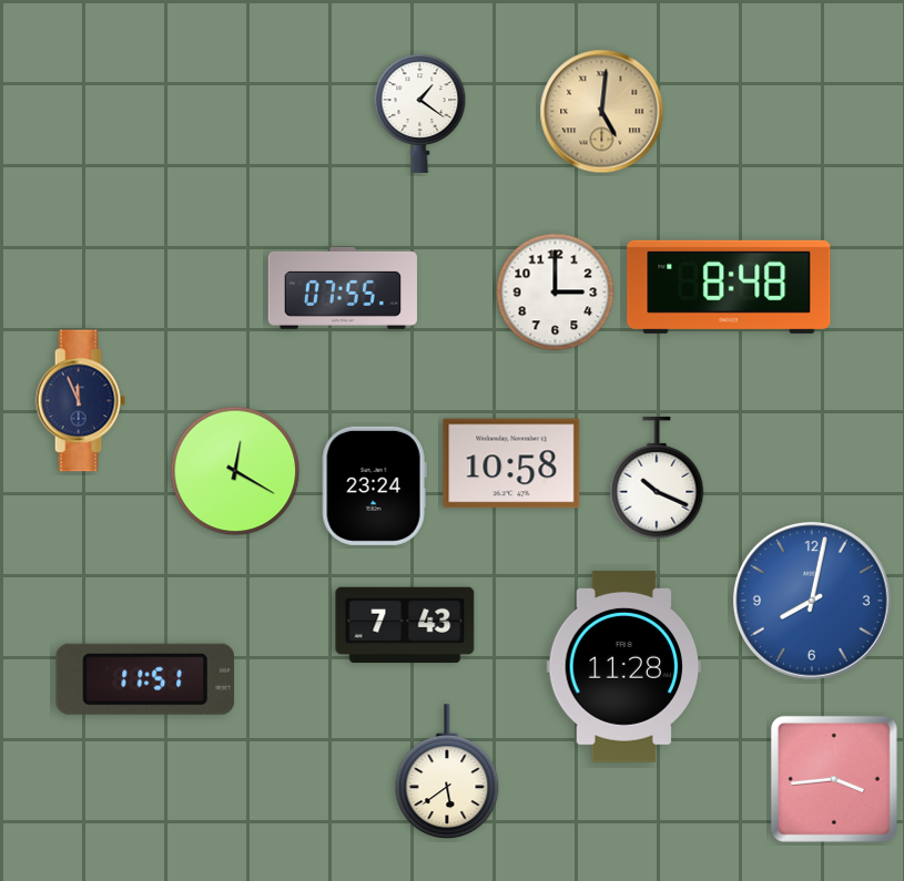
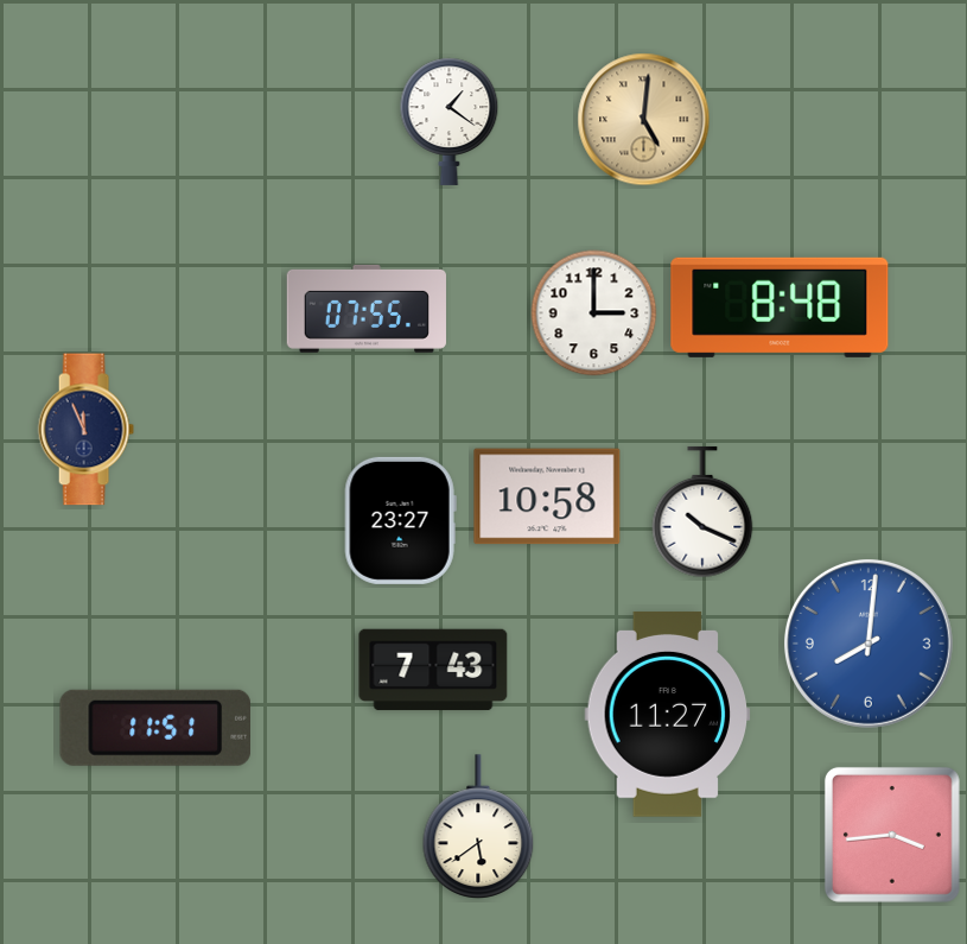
clock at (235, 471): 12:20 -> none
clock at (374, 485): 23:24 -> 23:27
clock at (812, 601): 8:02 -> 8:01
clock at (624, 666): 11:28 -> 11:27
